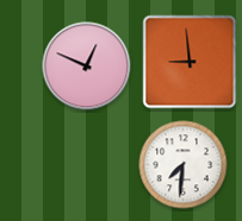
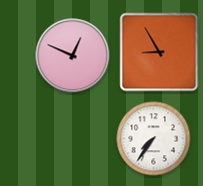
clock at (190, 62): 8:59 -> 8:55
clock at (184, 165): 7:31 -> 7:36
